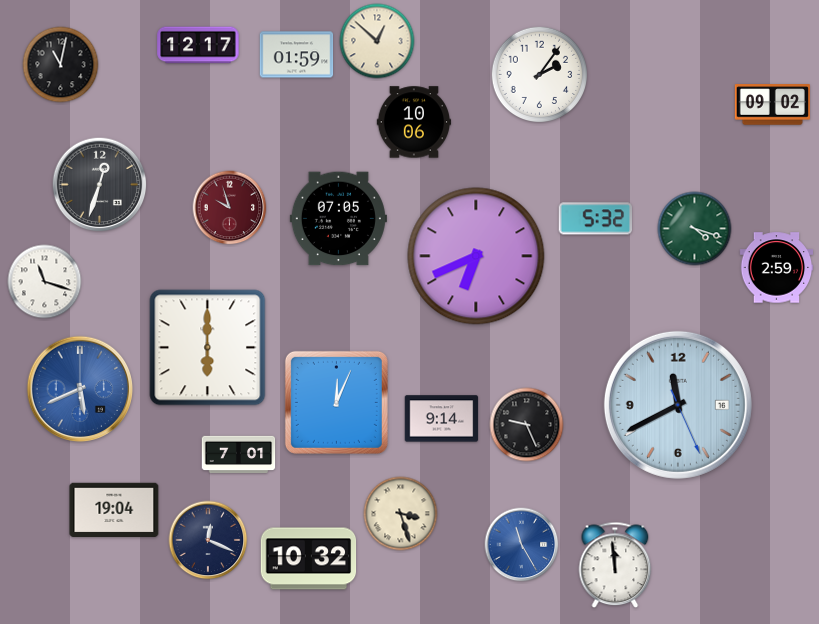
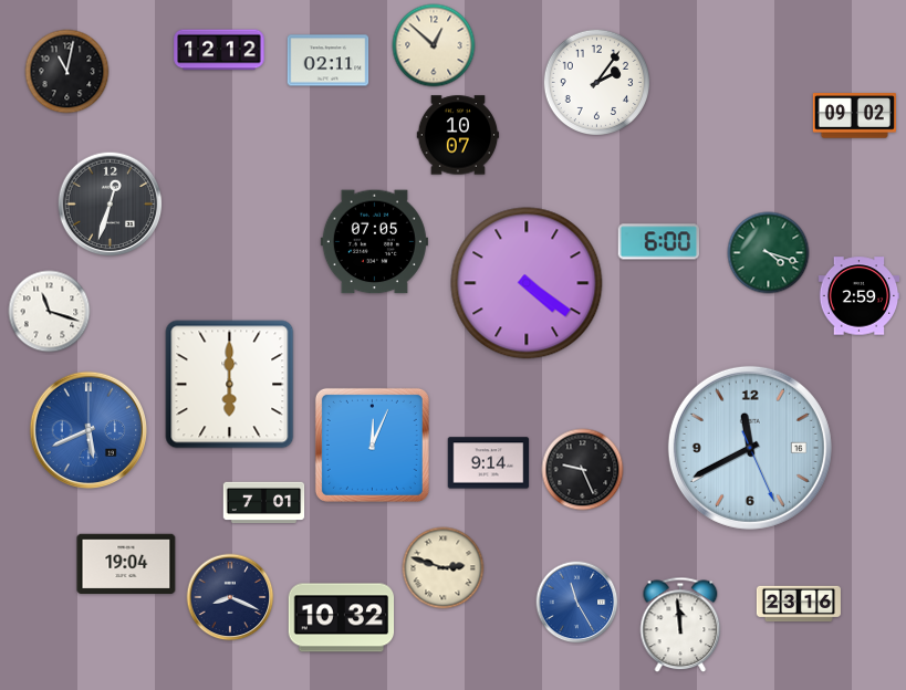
clock at (377, 41) position: (377, 41) -> (434, 45)
clock at (198, 45): 12:17 -> 12:12
clock at (297, 55): 01:59 -> 02:11
clock at (414, 122): 10:06 -> 10:07
clock at (230, 208): 9:57 -> none
clock at (595, 219): 5:32 -> 6:00
clock at (476, 256): 6:41 -> 4:21
clock at (401, 514): 3:27 -> 2:48
clock at (208, 540): 12:19 -> 8:19
clock at (799, 604): none -> 23:16
